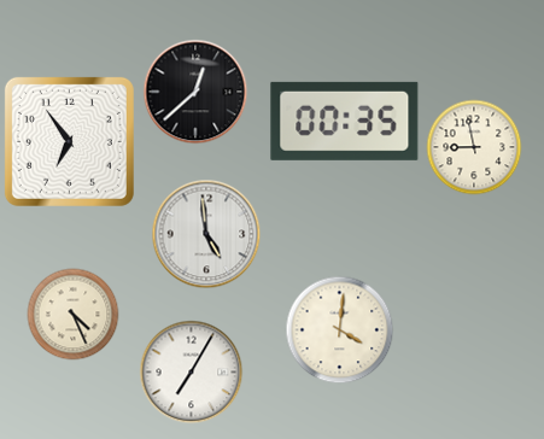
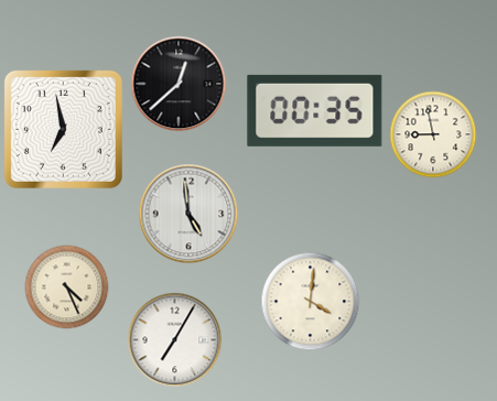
clock at (69, 141): 6:54 -> 6:58
